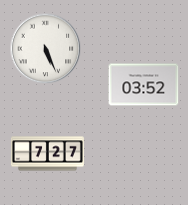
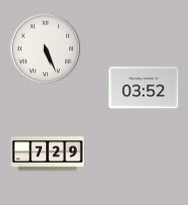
clock at (144, 85) position: (144, 85) -> (144, 88)
clock at (47, 154): 7:27 -> 7:29
